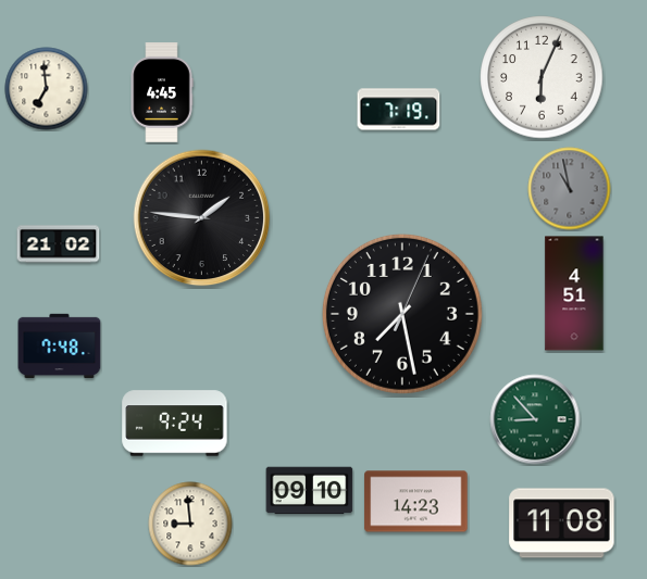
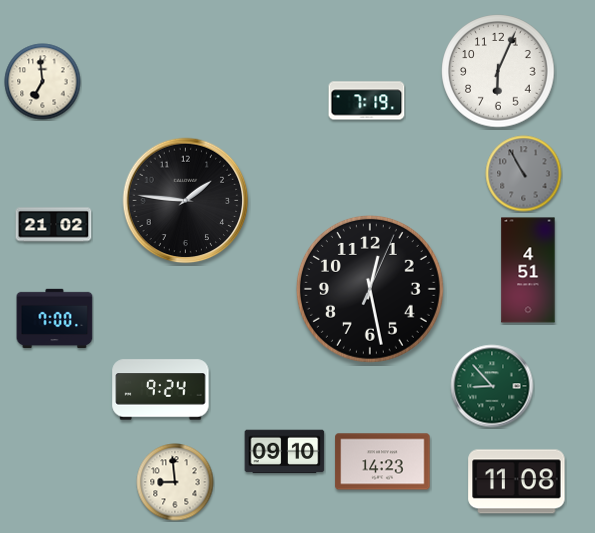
clock at (162, 92): 4:45 -> none
clock at (570, 189): 10:58 -> 10:55
clock at (402, 314): 7:28 -> 12:28
clock at (60, 347): 7:48 -> 7:00
